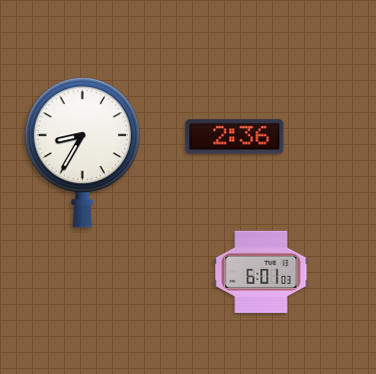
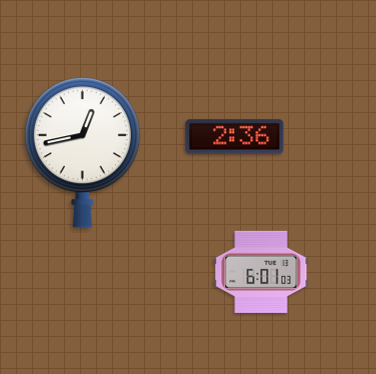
clock at (82, 153): 8:35 -> 12:43
